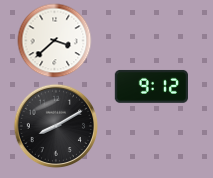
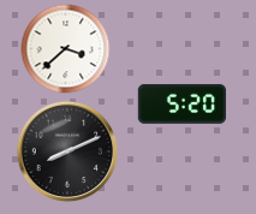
clock at (151, 86): 9:12 -> 5:20
clock at (56, 126): 8:10 -> 8:11
